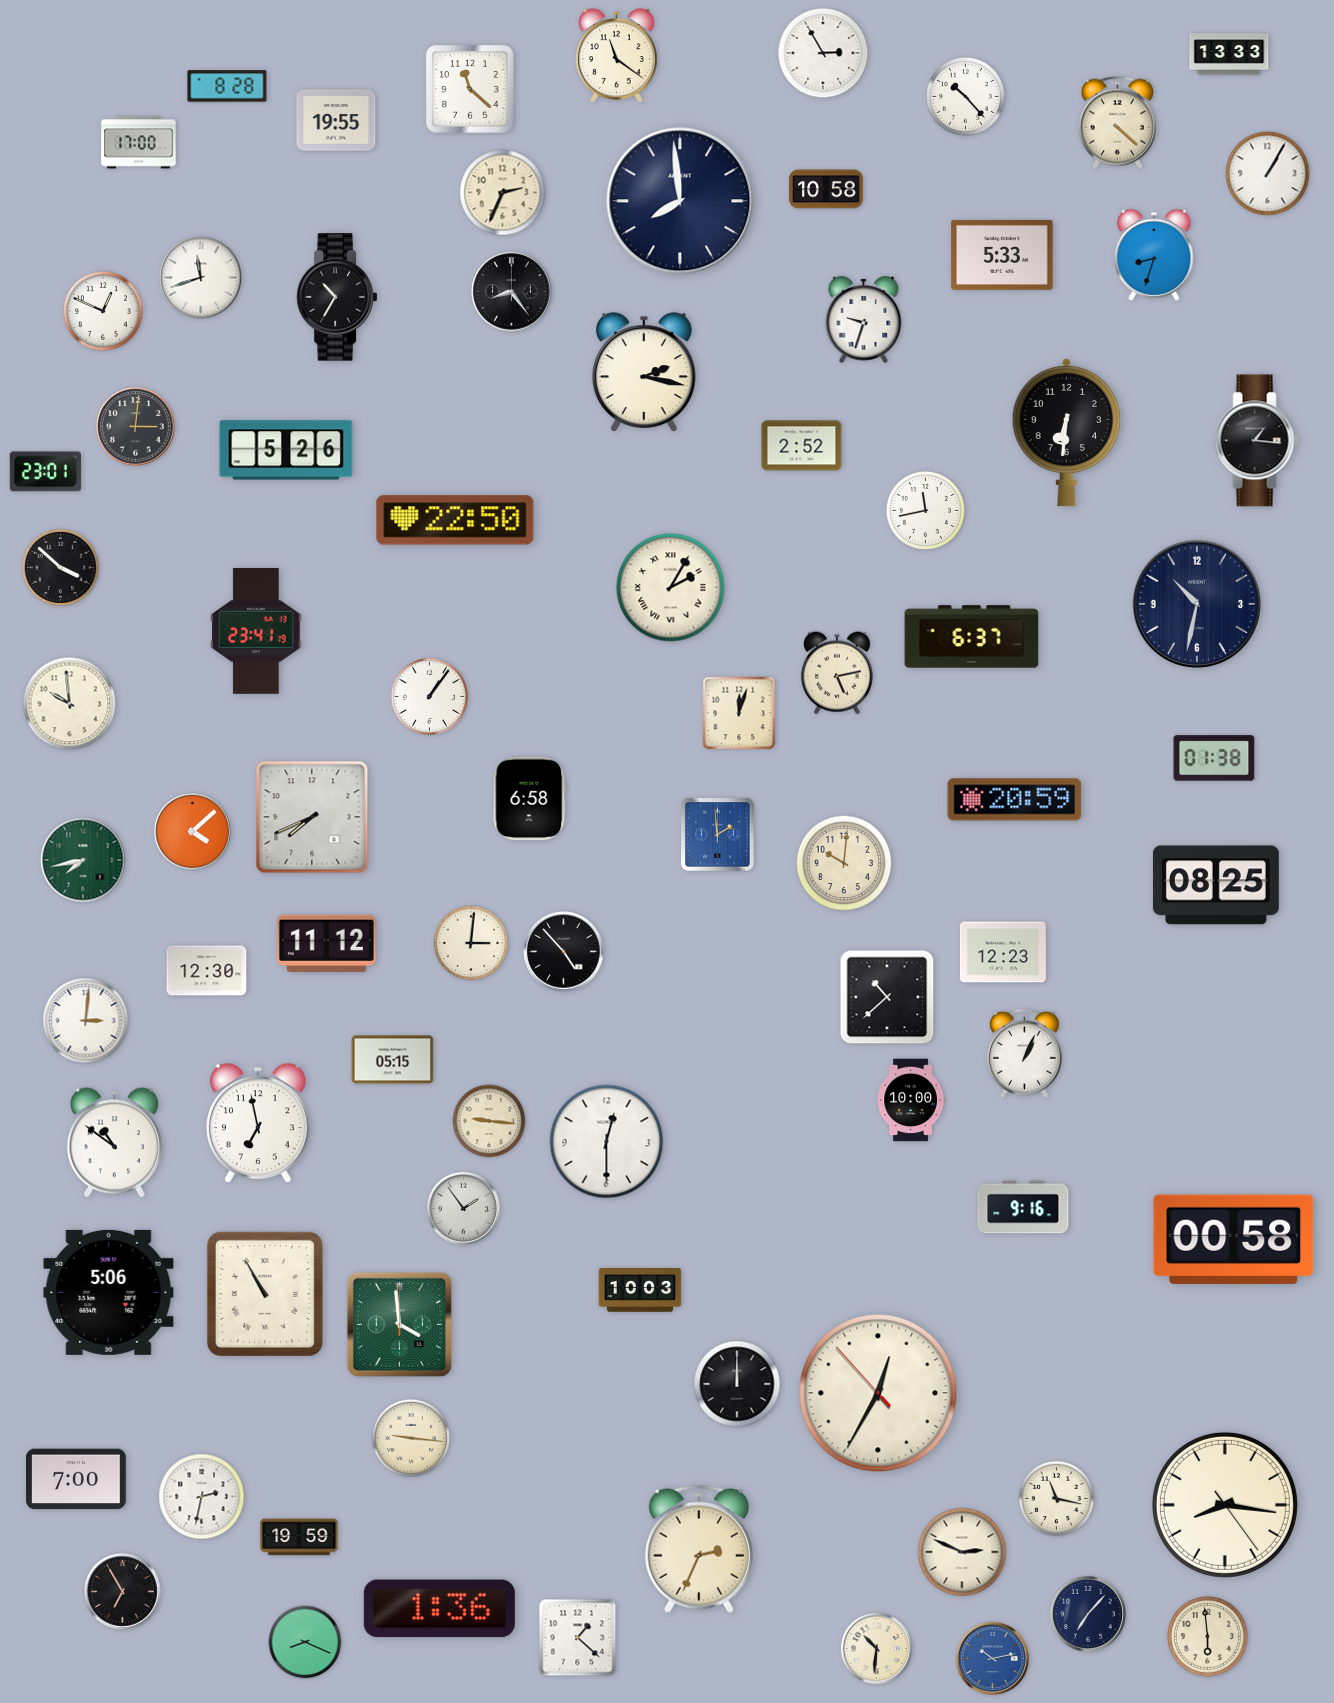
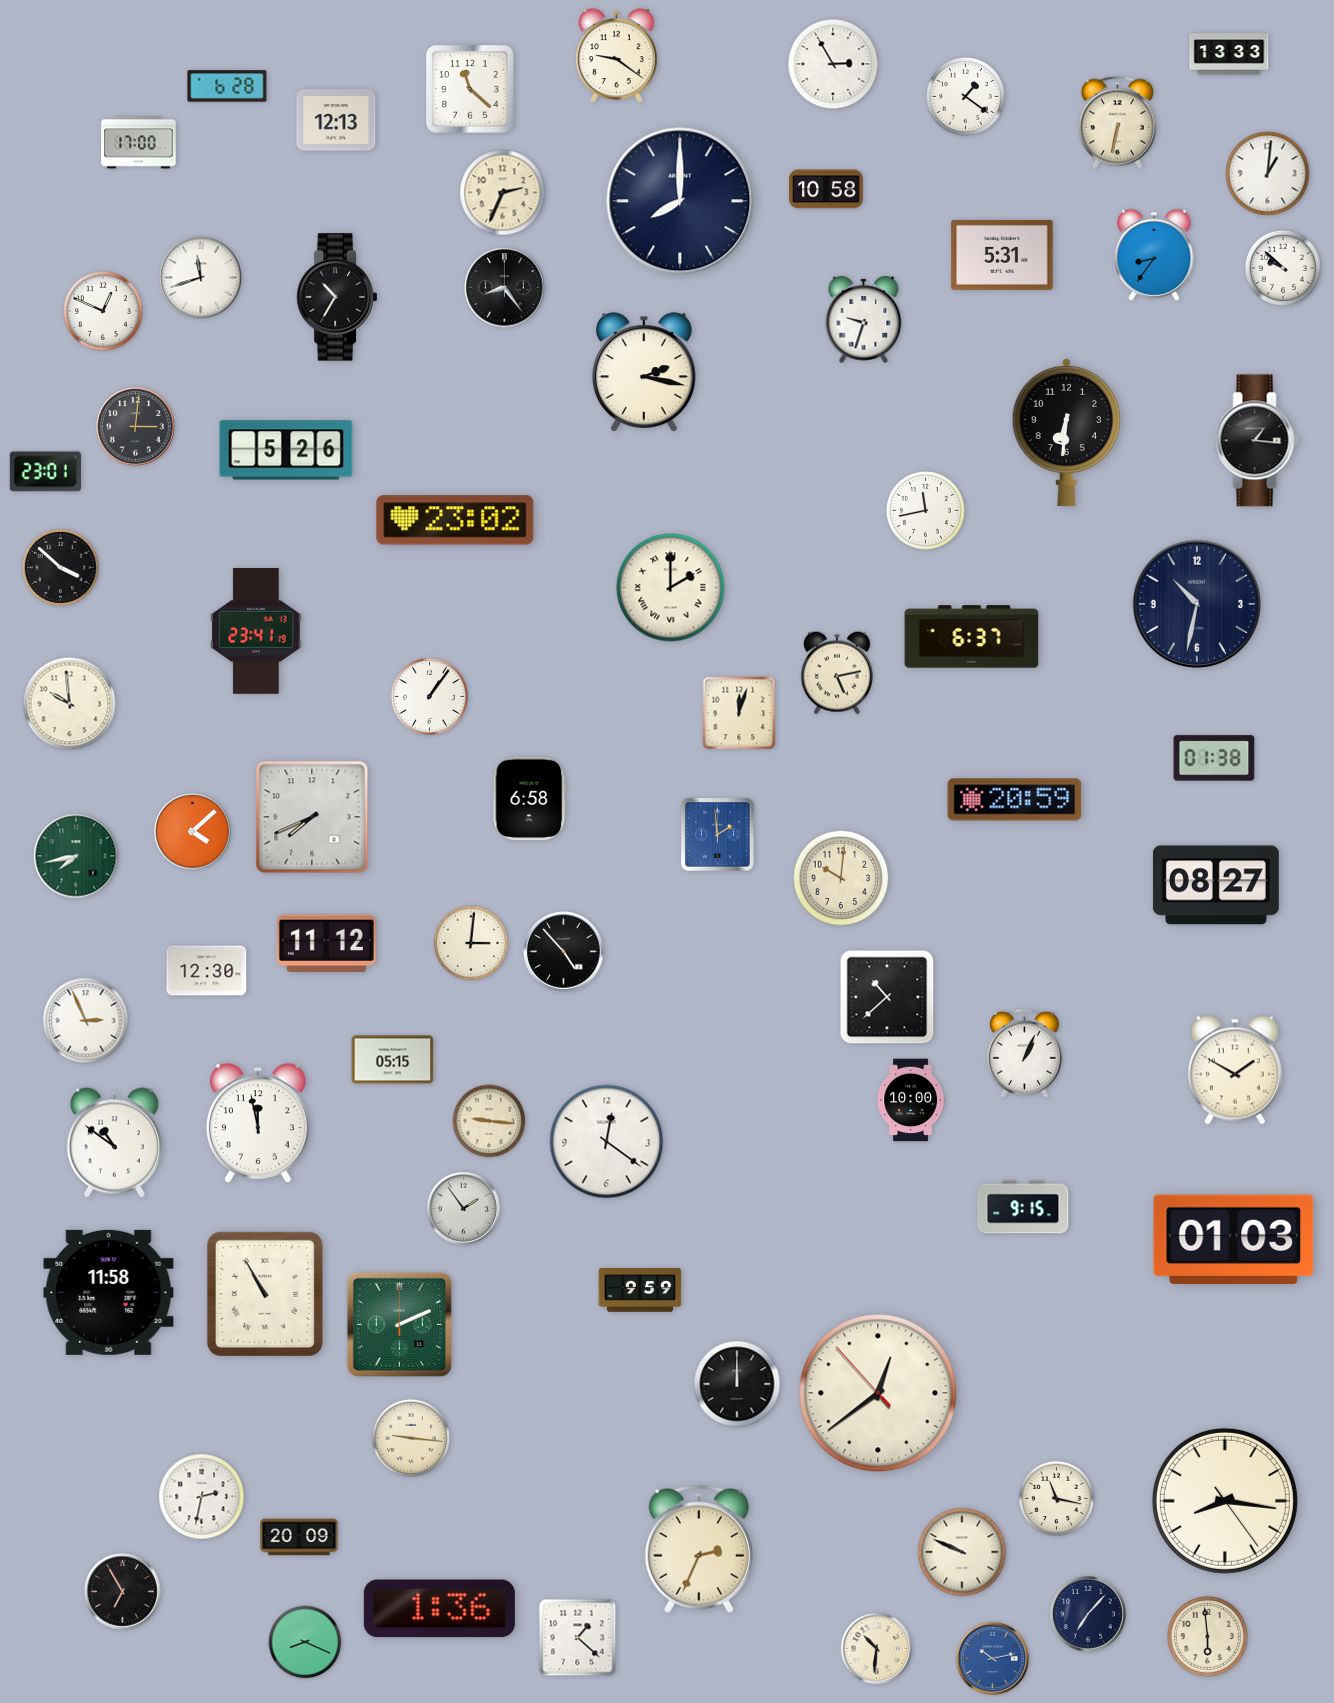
clock at (823, 53) position: (823, 53) -> (833, 64)
clock at (616, 56): 11:21 -> 9:21
clock at (227, 86): 8:28 -> 6:28
clock at (965, 96): 10:23 -> 1:21
clock at (336, 120): 19:55 -> 12:13
clock at (1117, 122): 4:22 -> 6:32
clock at (1268, 174): 1:05 -> 1:01
clock at (680, 201): 7:59 -> 8:00
clock at (1002, 255): 5:33 -> 5:31
clock at (1154, 255): 8:33 -> 8:36
clock at (1282, 267): none -> 9:52
clock at (512, 292) position: (512, 292) -> (505, 288)
clock at (802, 446): 2:52 -> none
clock at (455, 520): 22:50 -> 23:02
clock at (671, 588): 2:05 -> 2:00
clock at (83, 860) position: (83, 860) -> (76, 856)
clock at (844, 863) position: (844, 863) -> (841, 878)
clock at (1216, 885): 08:25 -> 08:27
clock at (1003, 952): 12:23 -> none
clock at (86, 1021): 3:01 -> 2:56
clock at (1235, 1070): none -> 1:50
clock at (258, 1123): 6:58 -> 11:58
clock at (607, 1142): 12:30 -> 12:21
clock at (1023, 1207): 9:16 -> 9:15
clock at (1234, 1239): 00:58 -> 01:03
clock at (640, 1290): 10:03 -> 9:59
clock at (109, 1292): 5:06 -> 11:58
clock at (399, 1324): 3:59 -> 2:11
clock at (878, 1393): 12:34 -> 12:38
clock at (77, 1479): 7:00 -> none
clock at (1225, 1505) position: (1225, 1505) -> (1225, 1501)
clock at (299, 1537): 19:59 -> 20:09
clock at (962, 1552): 2:49 -> 9:49
